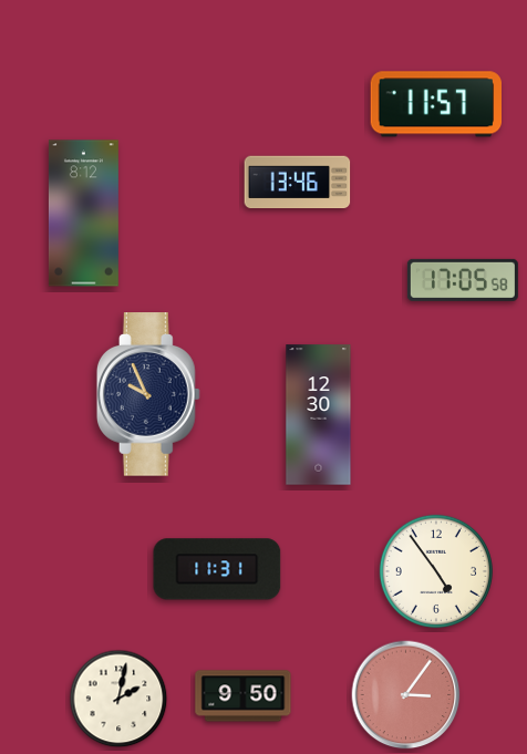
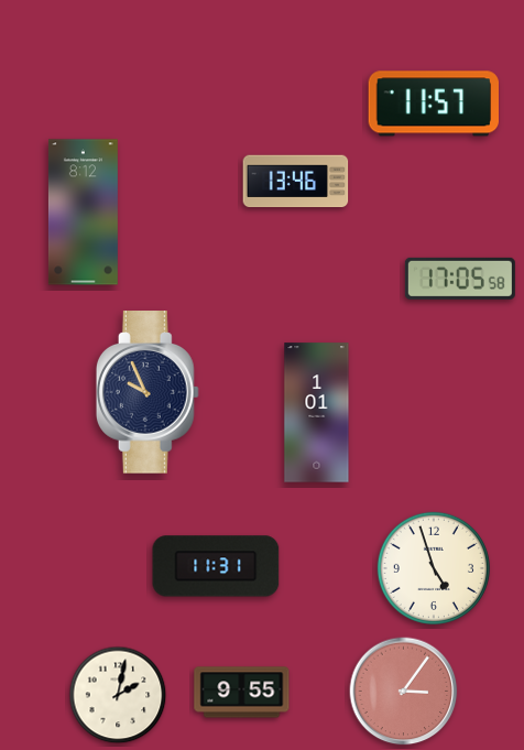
clock at (319, 415): 12:30 -> 1:01
clock at (436, 571): 4:54 -> 4:57
clock at (244, 696): 9:50 -> 9:55
